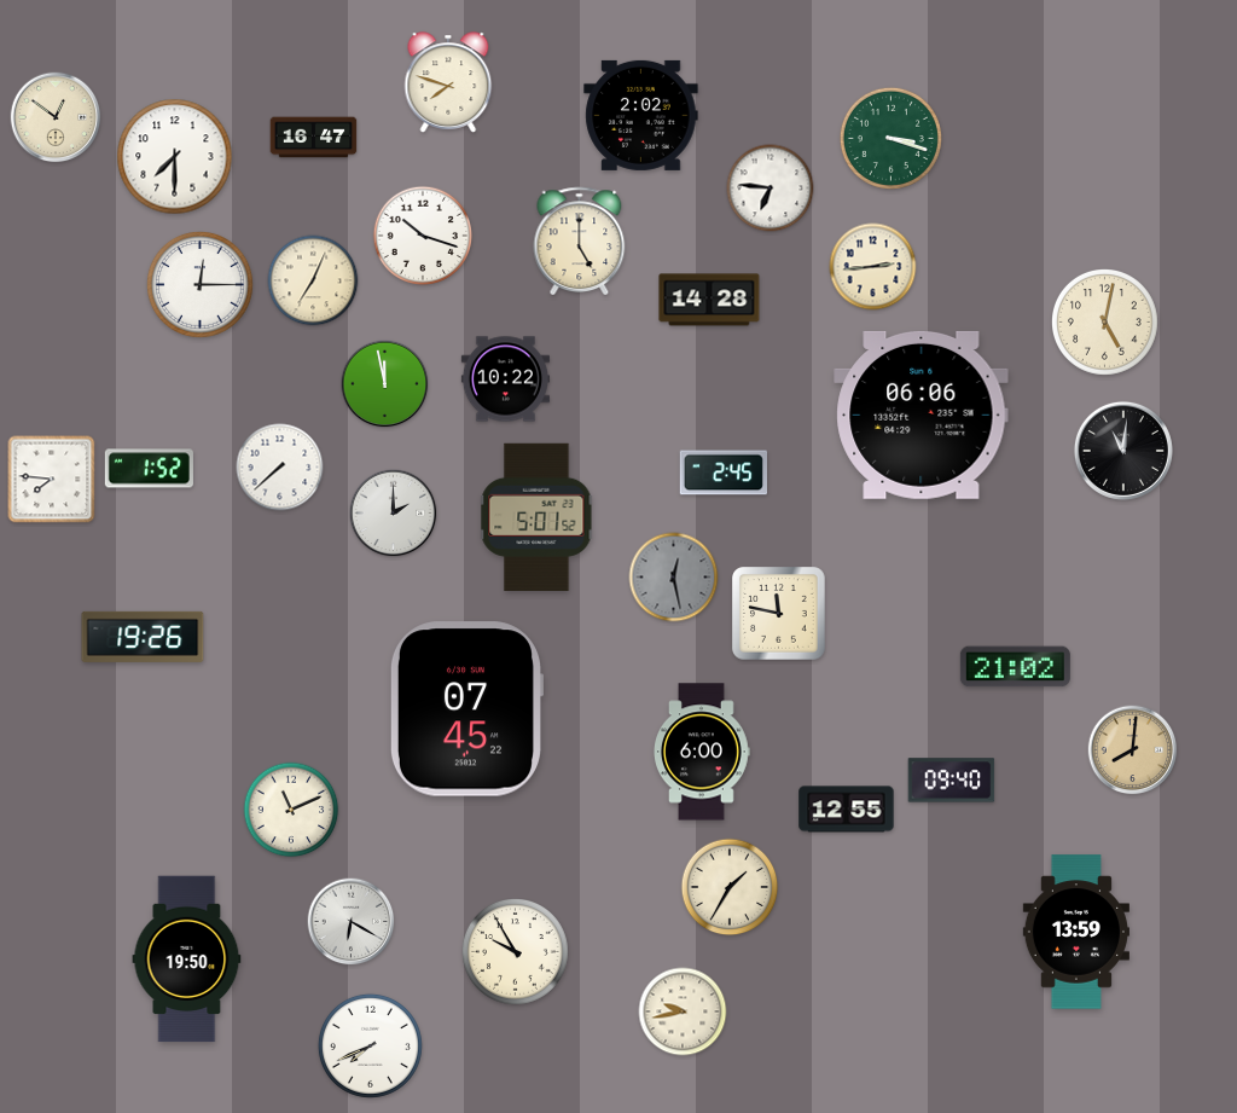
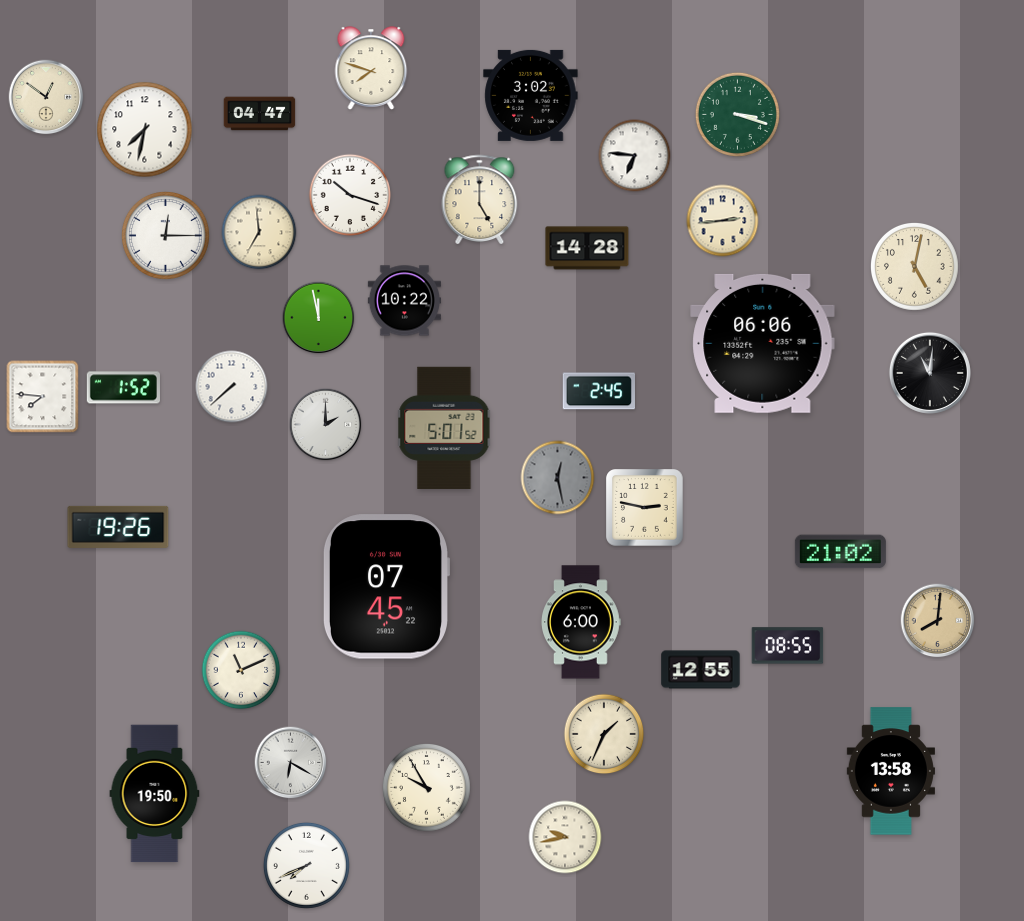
clock at (641, 115): 2:02 -> 3:02
clock at (314, 138): 16:47 -> 04:47
clock at (175, 157): 7:30 -> 7:32
clock at (771, 189) position: (771, 189) -> (635, 156)
clock at (313, 280): 7:04 -> 6:59
clock at (505, 379) position: (505, 379) -> (404, 301)
clock at (779, 614): 11:47 -> 2:47
clock at (952, 781): 09:40 -> 08:55
clock at (730, 887): 1:35 -> 1:34
clock at (1076, 932): 13:59 -> 13:58
